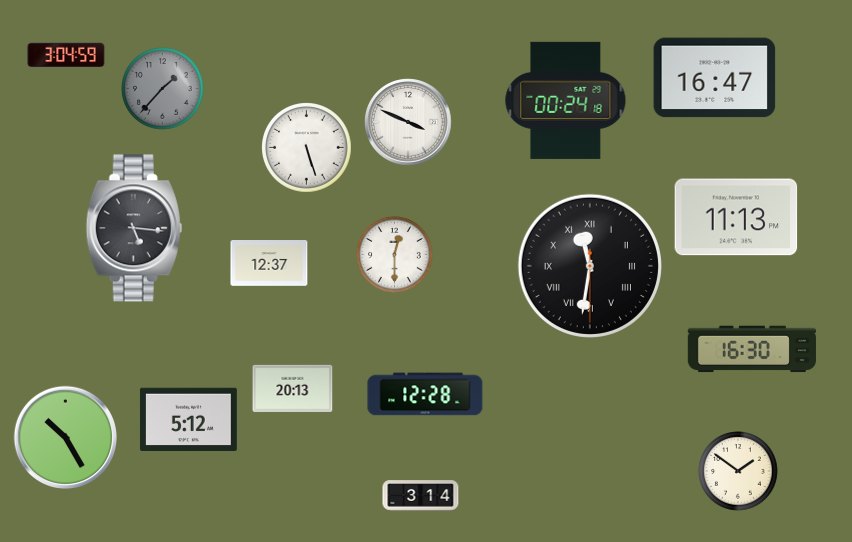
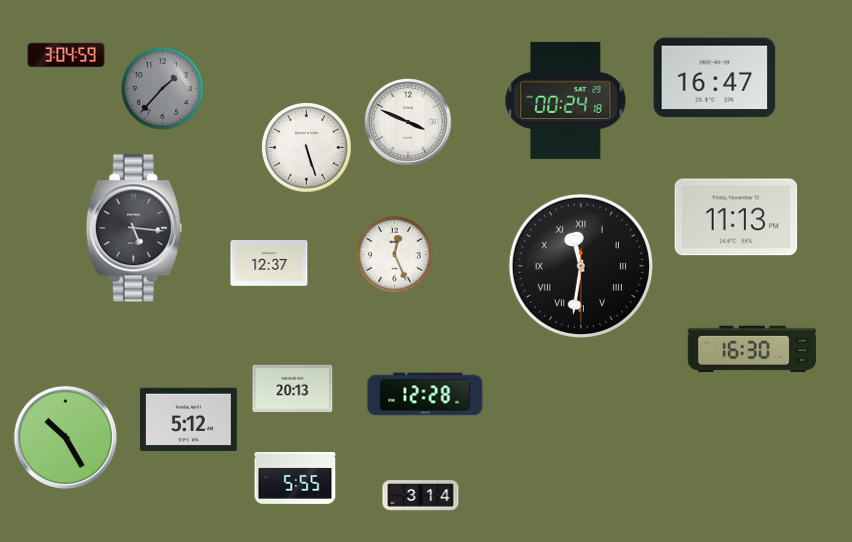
clock at (395, 255): 12:30 -> 12:26
clock at (590, 266) position: (590, 266) -> (581, 266)
clock at (738, 471): 1:51 -> none
clock at (295, 478): none -> 5:55
